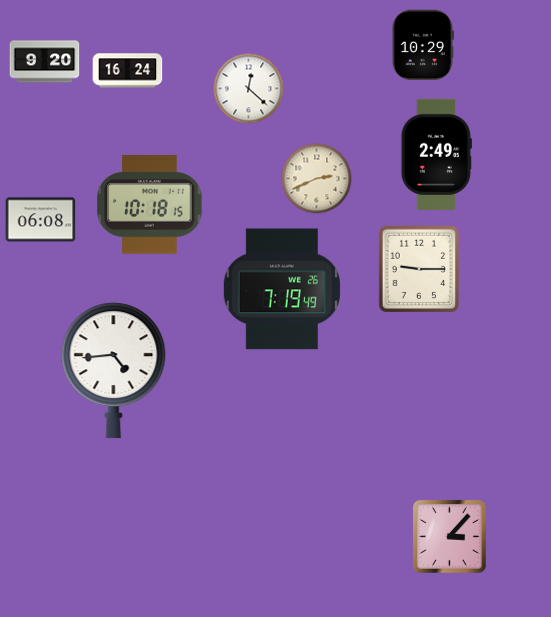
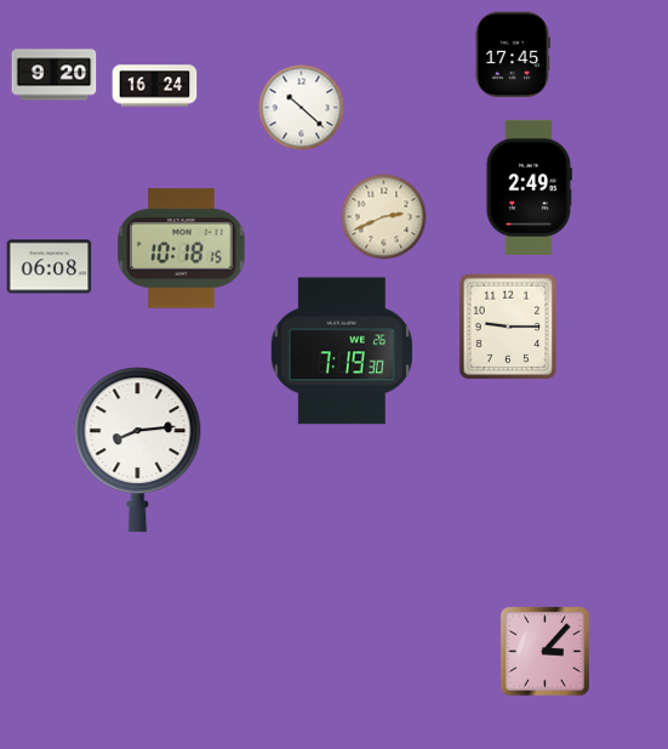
clock at (423, 45): 10:29 -> 17:45
clock at (249, 89): 12:22 -> 10:22
clock at (282, 289): 7:19:49 -> 7:19:30
clock at (114, 371): 4:44 -> 8:14
